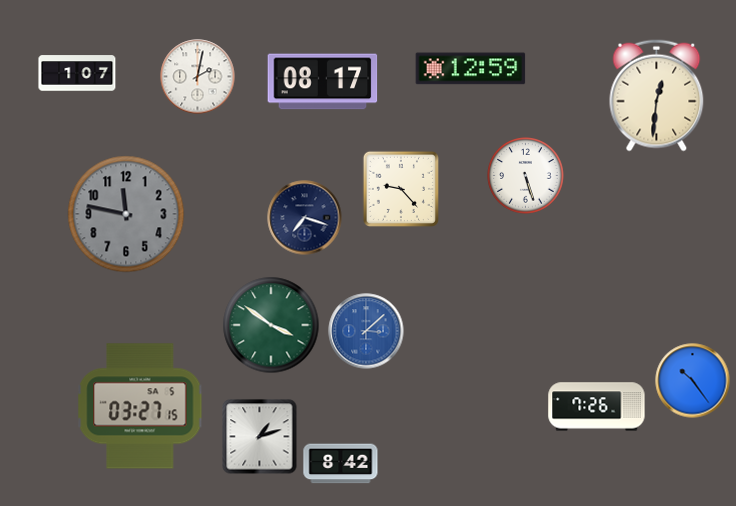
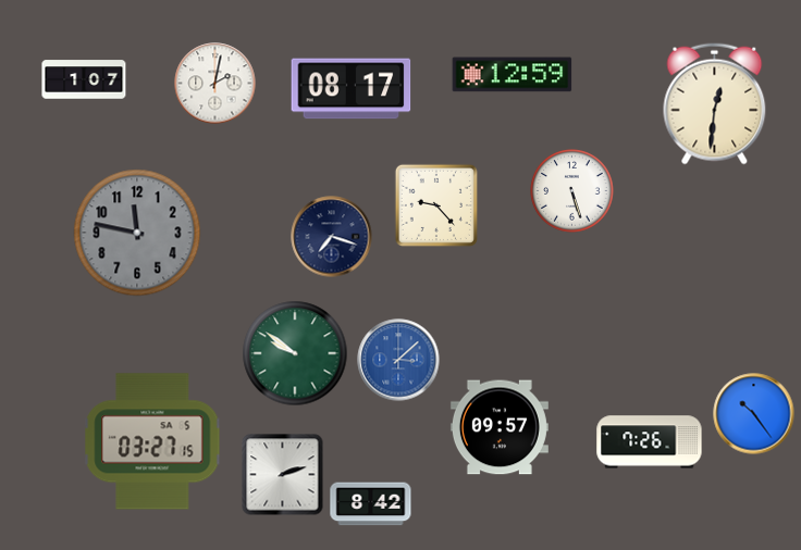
clock at (271, 325): 3:51 -> 9:51
clock at (500, 427): none -> 09:57
clock at (260, 437): 1:12 -> 2:12
